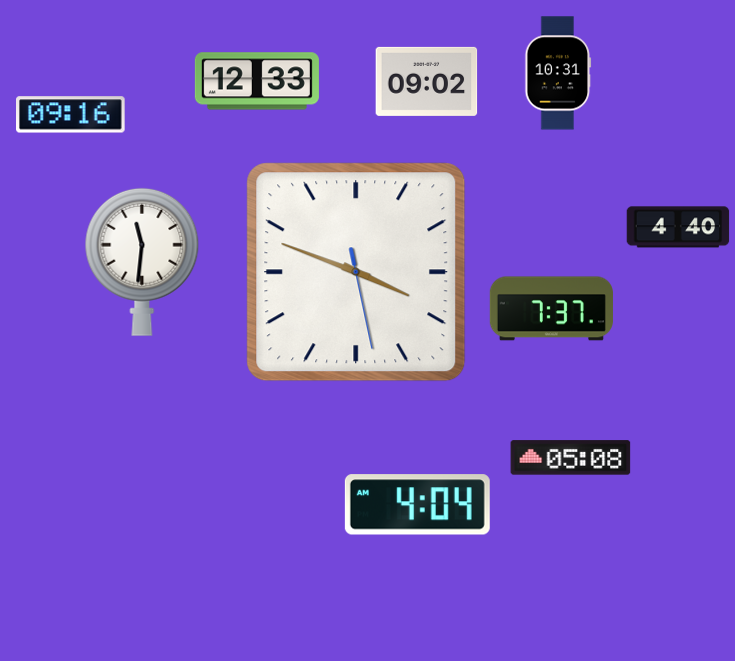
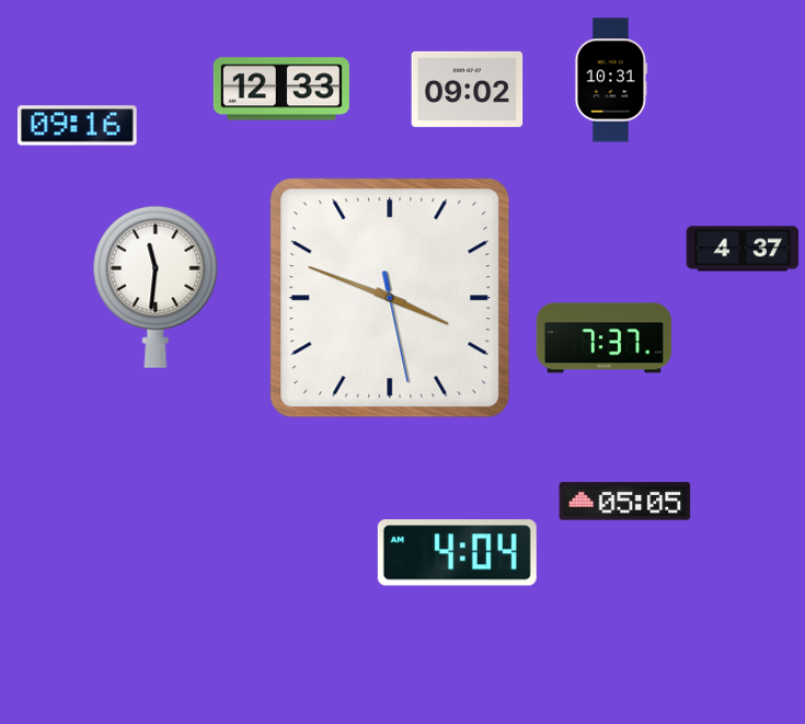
clock at (678, 227): 4:40 -> 4:37
clock at (571, 458): 05:08 -> 05:05
